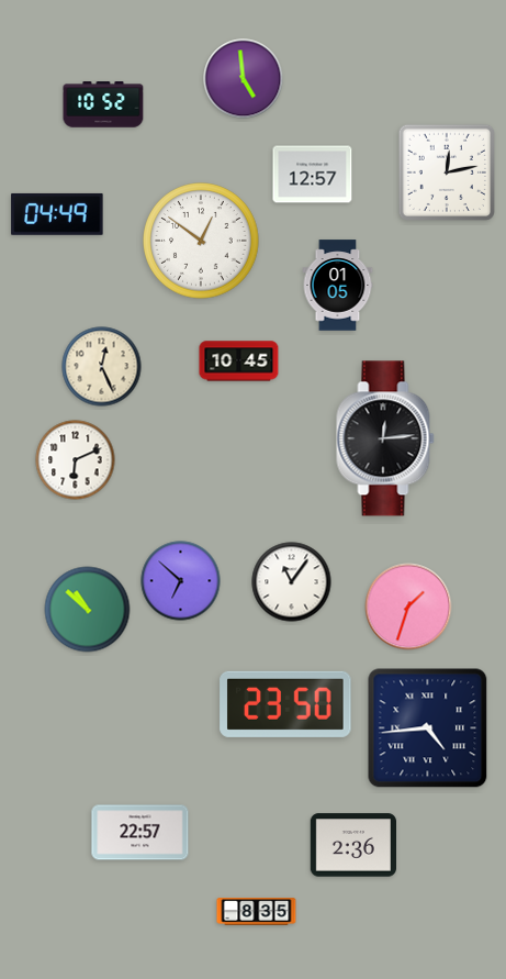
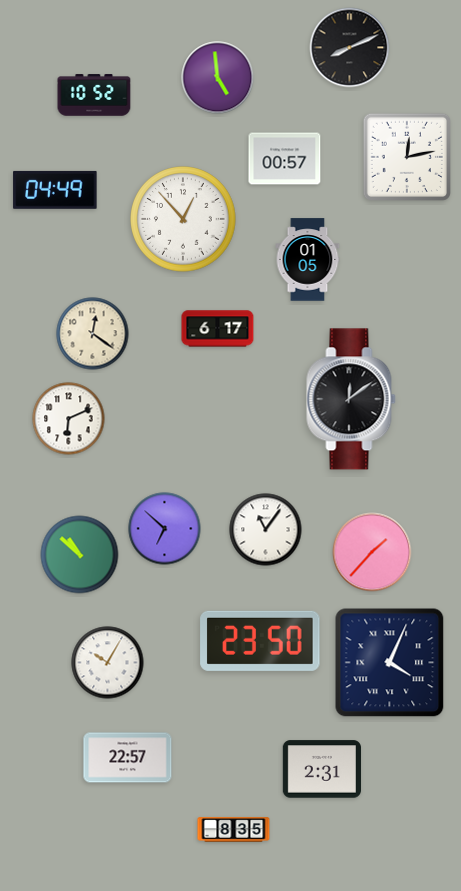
clock at (350, 48): none -> 8:11
clock at (244, 79) position: (244, 79) -> (218, 78)
clock at (313, 175): 12:57 -> 00:57
clock at (57, 214) position: (57, 214) -> (55, 190)
clock at (201, 241): 12:51 -> 12:53
clock at (239, 361): 10:45 -> 6:17
clock at (102, 367): 12:26 -> 12:21
clock at (385, 438): 12:14 -> 12:09
clock at (408, 607): 1:33 -> 1:37
clock at (108, 663): none -> 10:05
clock at (428, 728): 4:44 -> 4:04
clock at (352, 845): 2:36 -> 2:31
